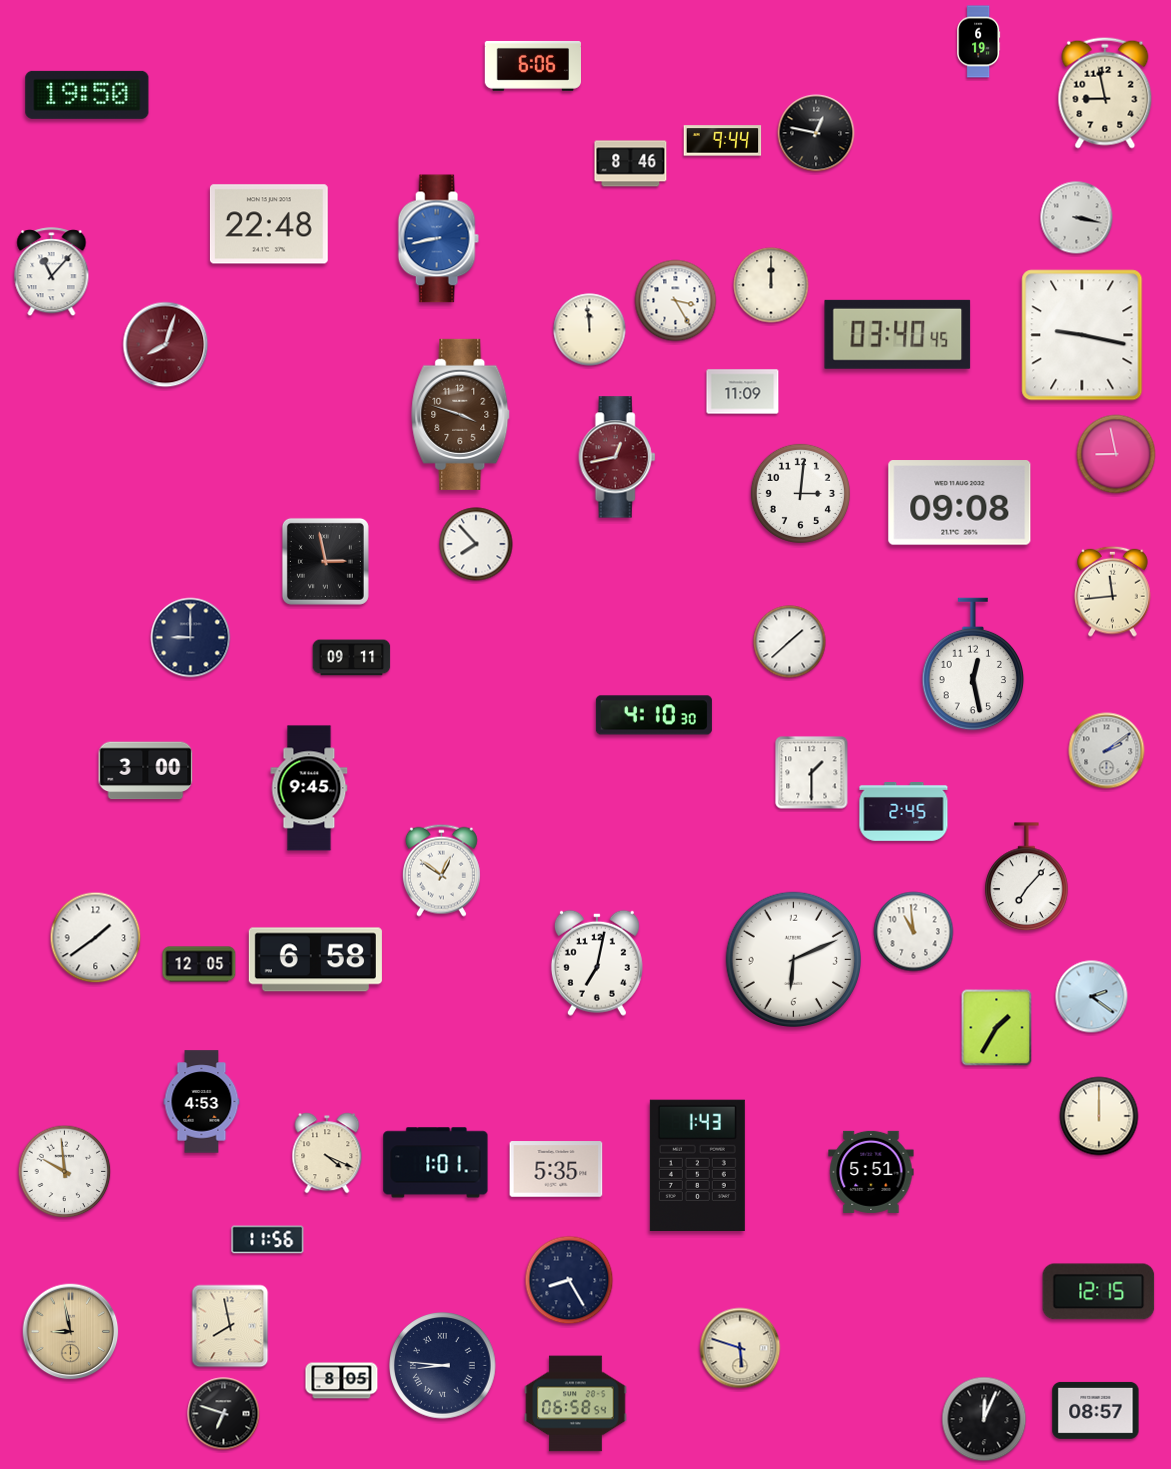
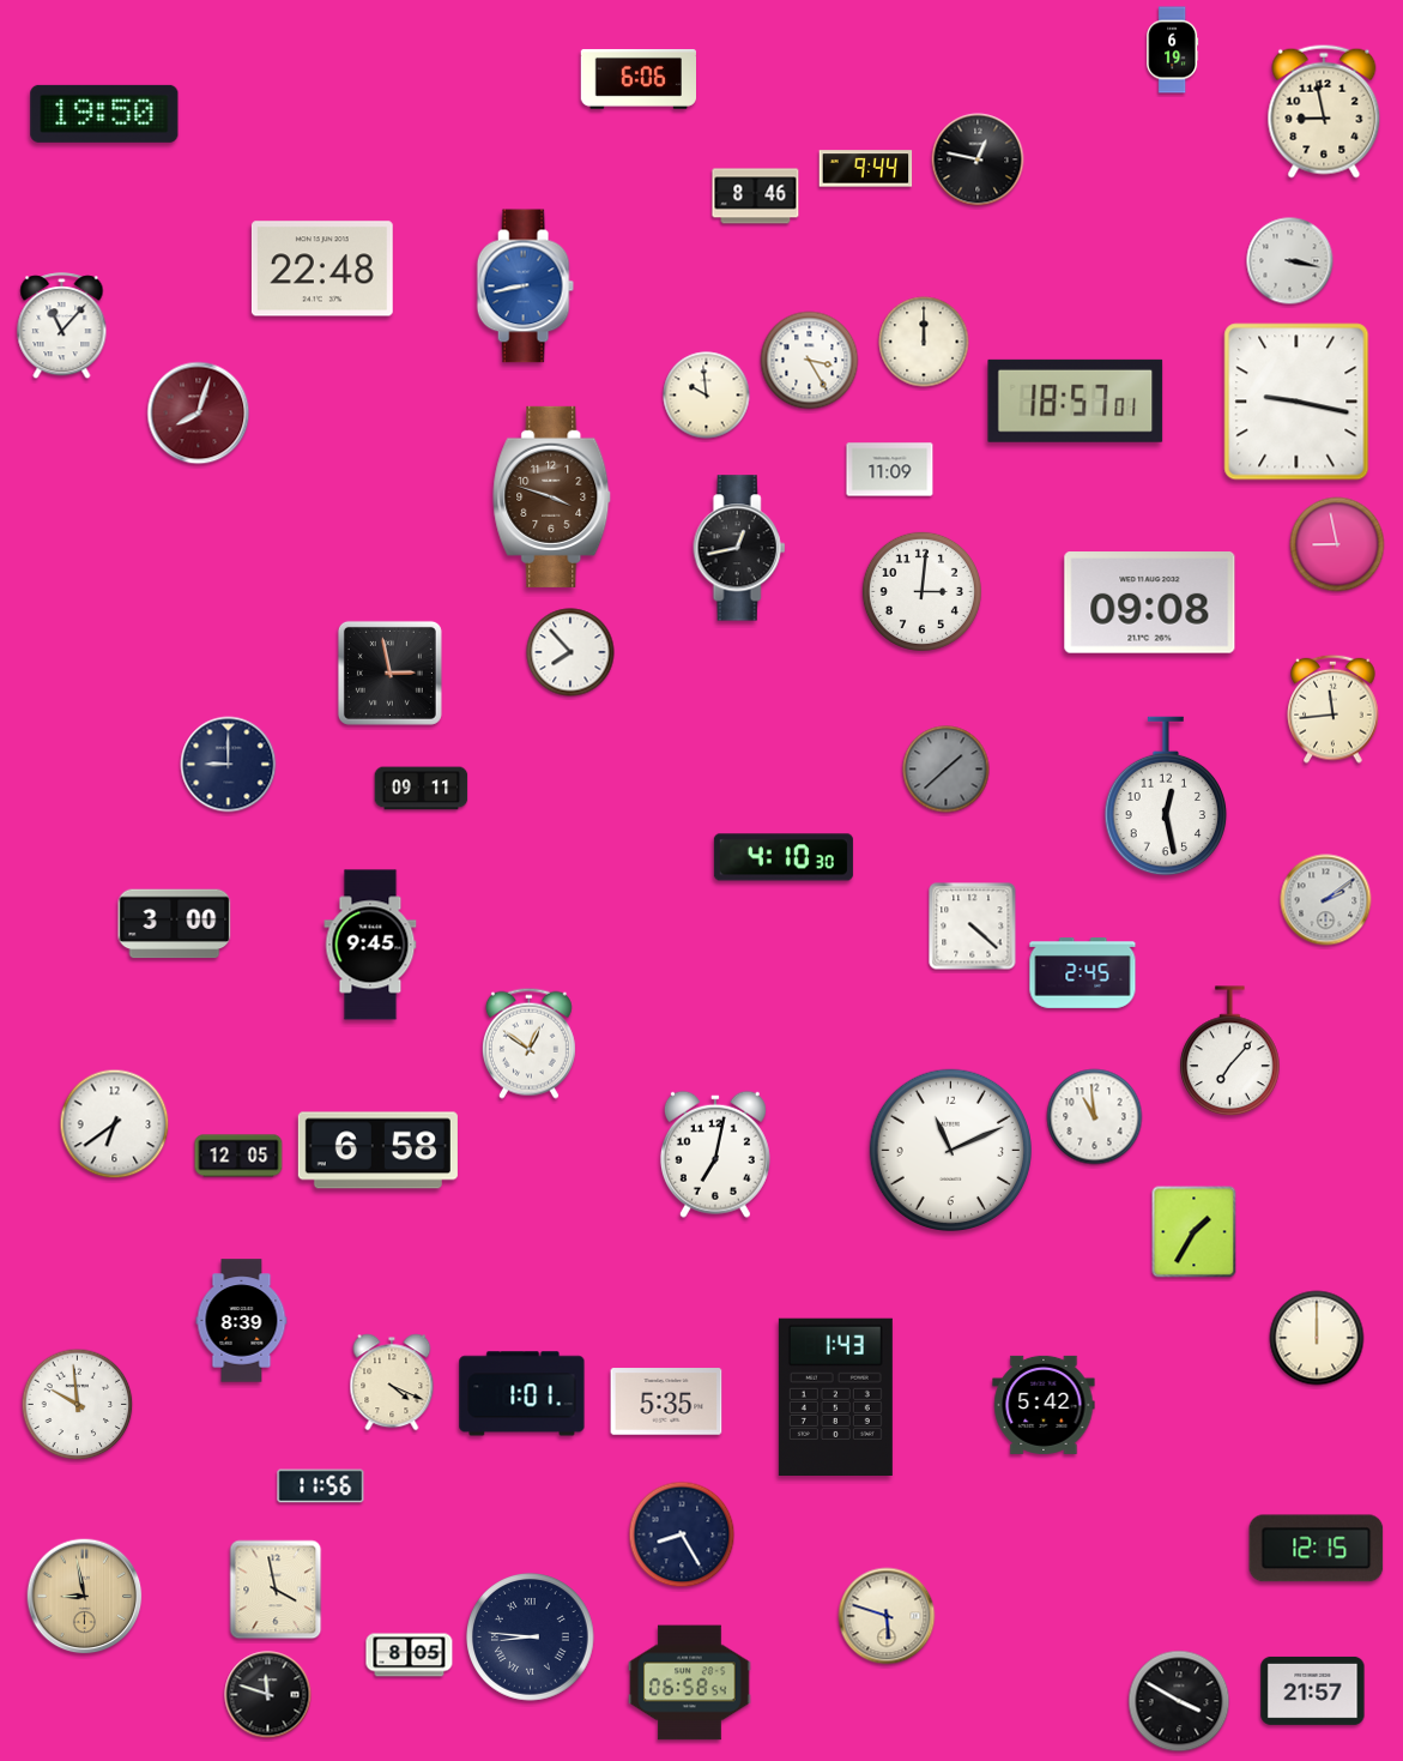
clock at (590, 330): 11:59 -> 9:59
clock at (898, 334): 03:40 -> 18:57
clock at (617, 457) dial: burgundy -> black
clock at (800, 493) position: (800, 493) -> (921, 591)
clock at (790, 642) dial: white -> grey
clock at (812, 773): 1:30 -> 4:22
clock at (96, 938): 1:39 -> 6:39
clock at (793, 959): 6:11 -> 11:11
clock at (1092, 997): 2:21 -> none
clock at (202, 1102): 4:53 -> 8:39
clock at (871, 1172): 5:51 -> 5:42
clock at (230, 1326): 7:58 -> 3:58
clock at (1096, 1410): 08:57 -> 21:57
clock at (224, 1414): 6:48 -> 11:48
clock at (984, 1419): 12:04 -> 3:50
